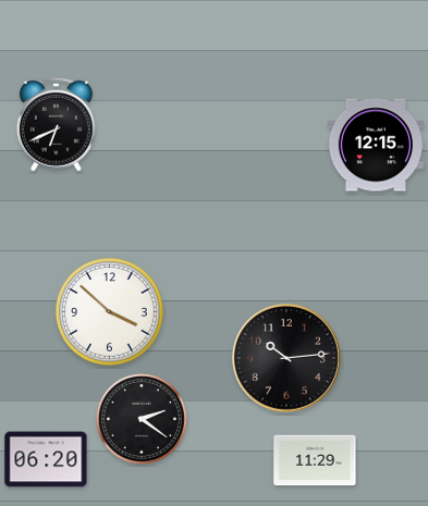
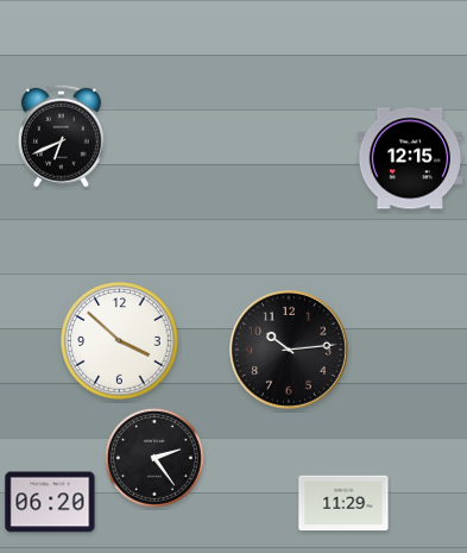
clock at (286, 358) position: (286, 358) -> (289, 350)
clock at (142, 419): 2:21 -> 2:24
